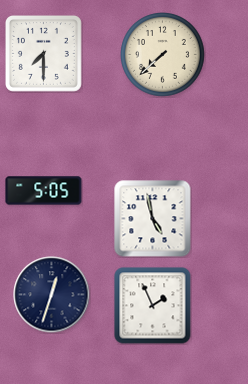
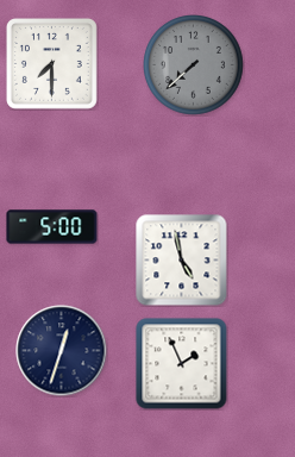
clock at (163, 55) dial: cream -> grey
clock at (44, 191): 5:05 -> 5:00
